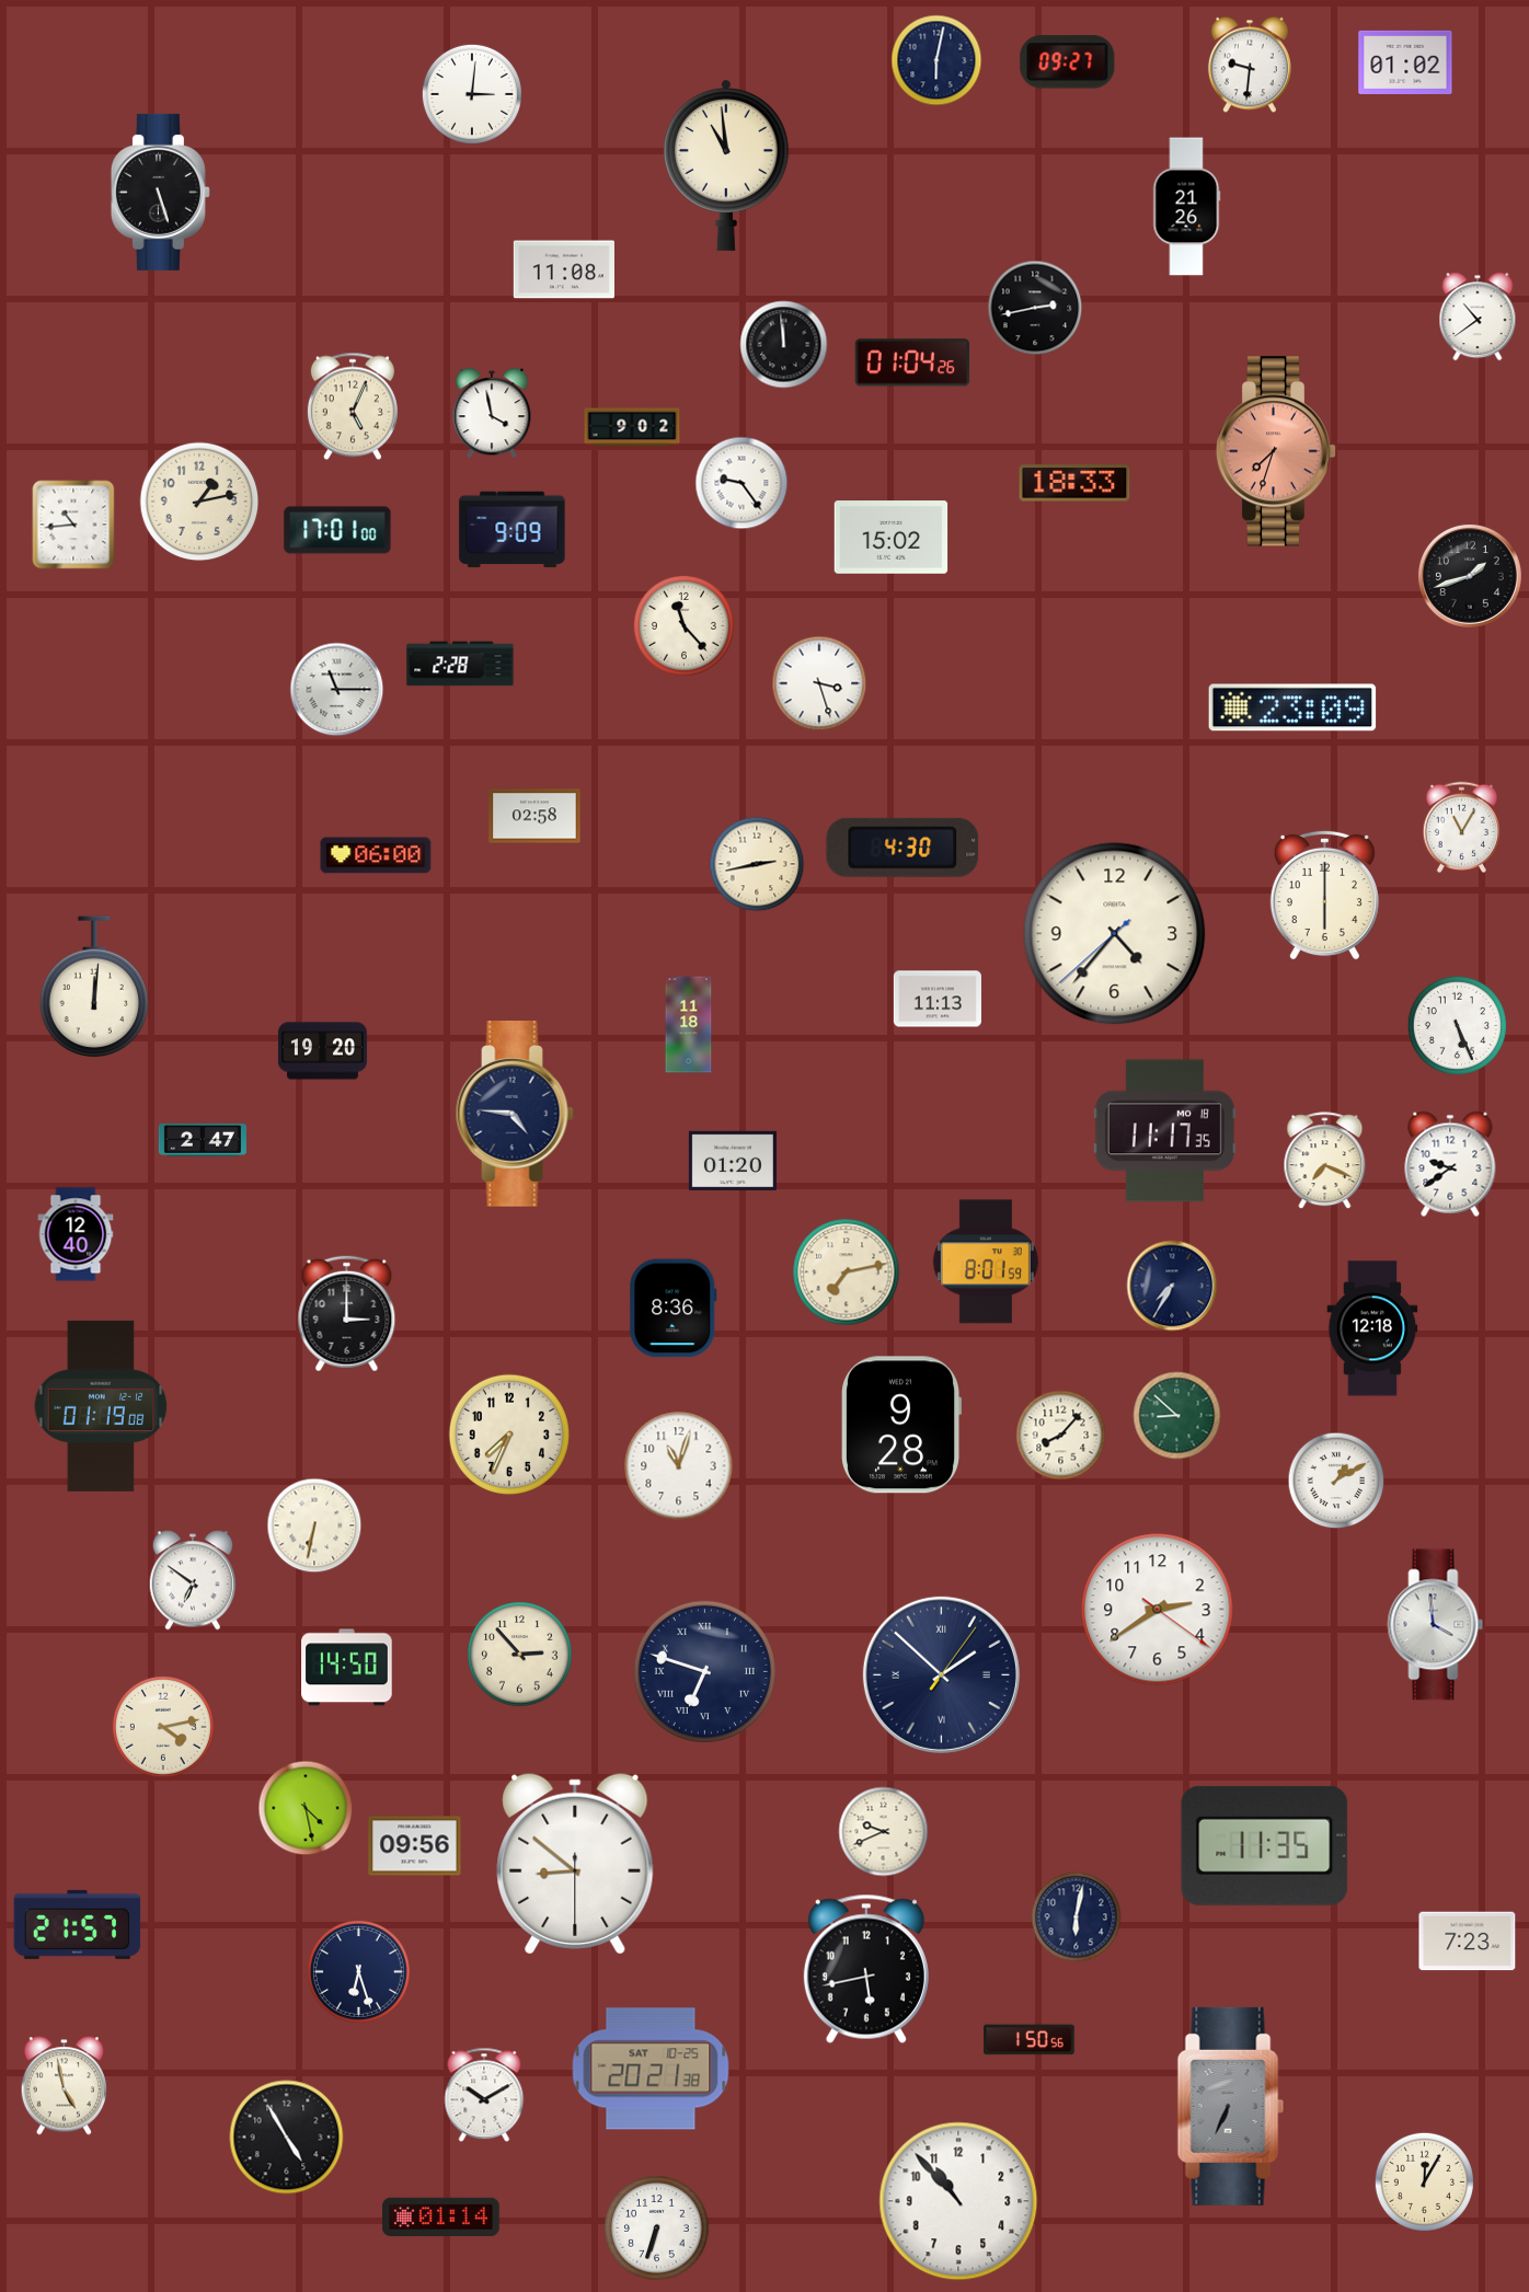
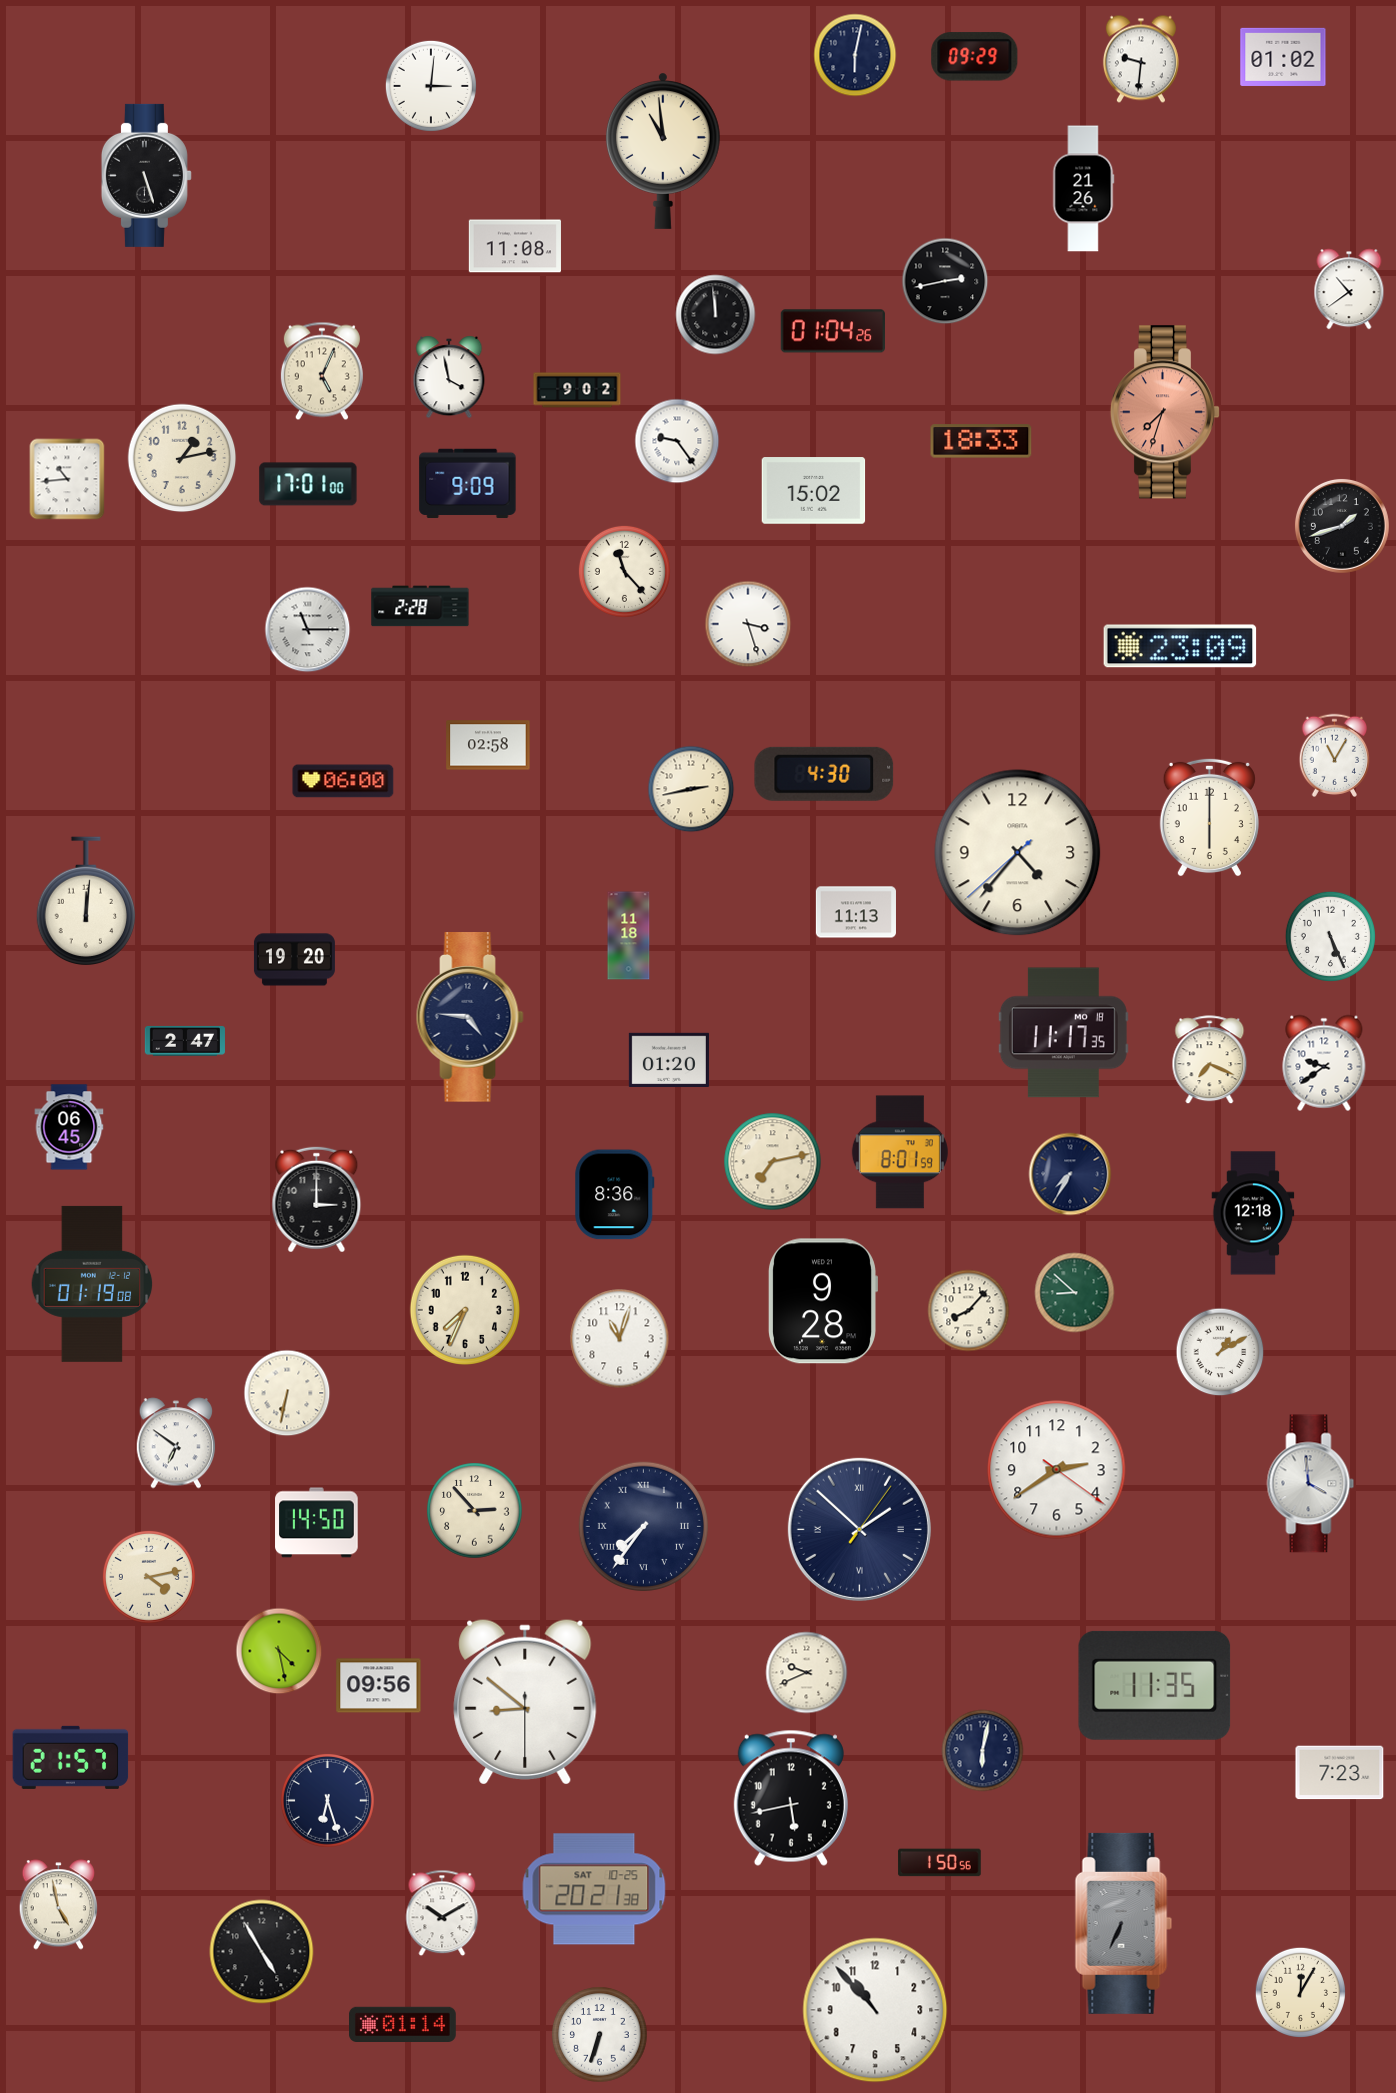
clock at (1068, 62): 09:27 -> 09:29
clock at (76, 1234): 12:40 -> 06:45
clock at (704, 1671): 6:48 -> 7:36
